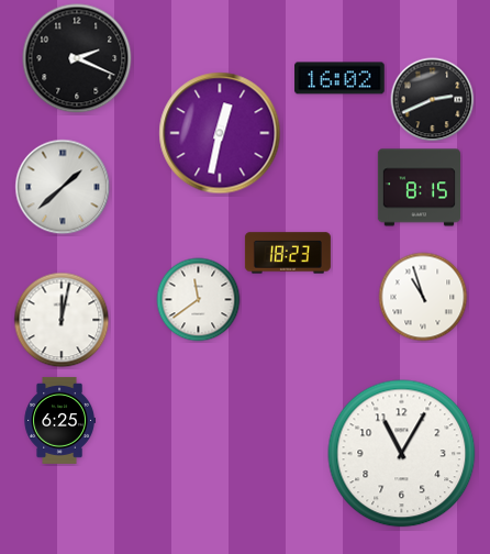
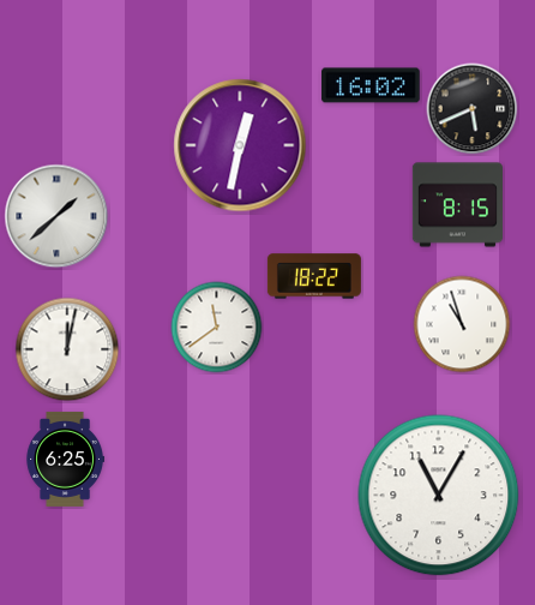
clock at (77, 58): 2:19 -> none
clock at (433, 100): 2:41 -> 5:41
clock at (63, 187) position: (63, 187) -> (56, 216)
clock at (288, 253): 18:23 -> 18:22
